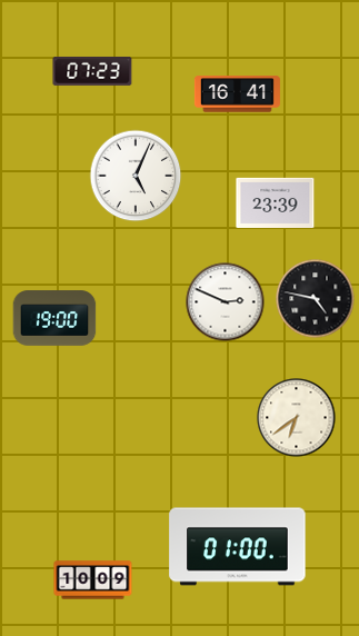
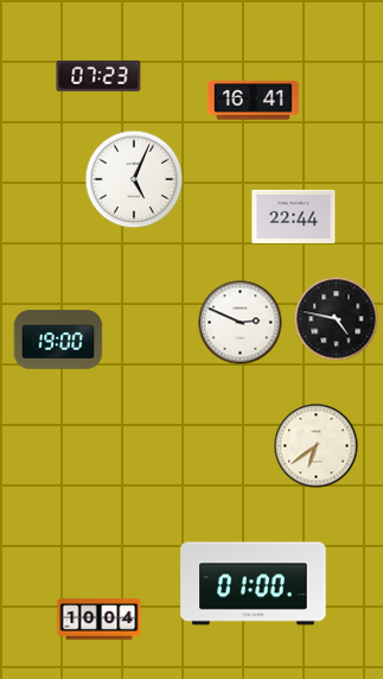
clock at (136, 176) position: (136, 176) -> (134, 179)
clock at (276, 202): 23:39 -> 22:44
clock at (93, 580): 10:09 -> 10:04
